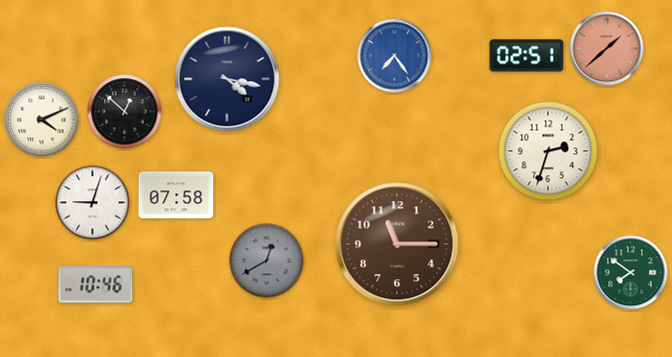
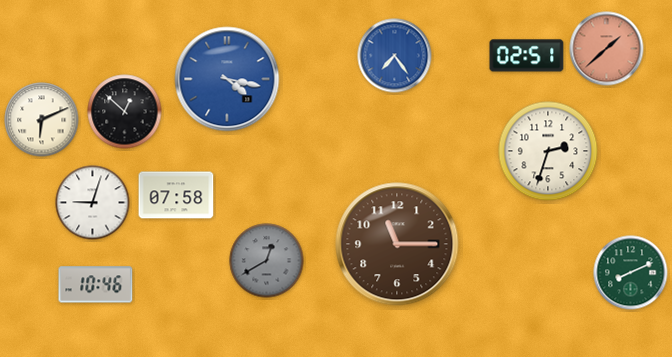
clock at (227, 79) dial: navy -> blue
clock at (42, 120): 4:11 -> 6:11
clock at (631, 273): 7:51 -> 8:11
